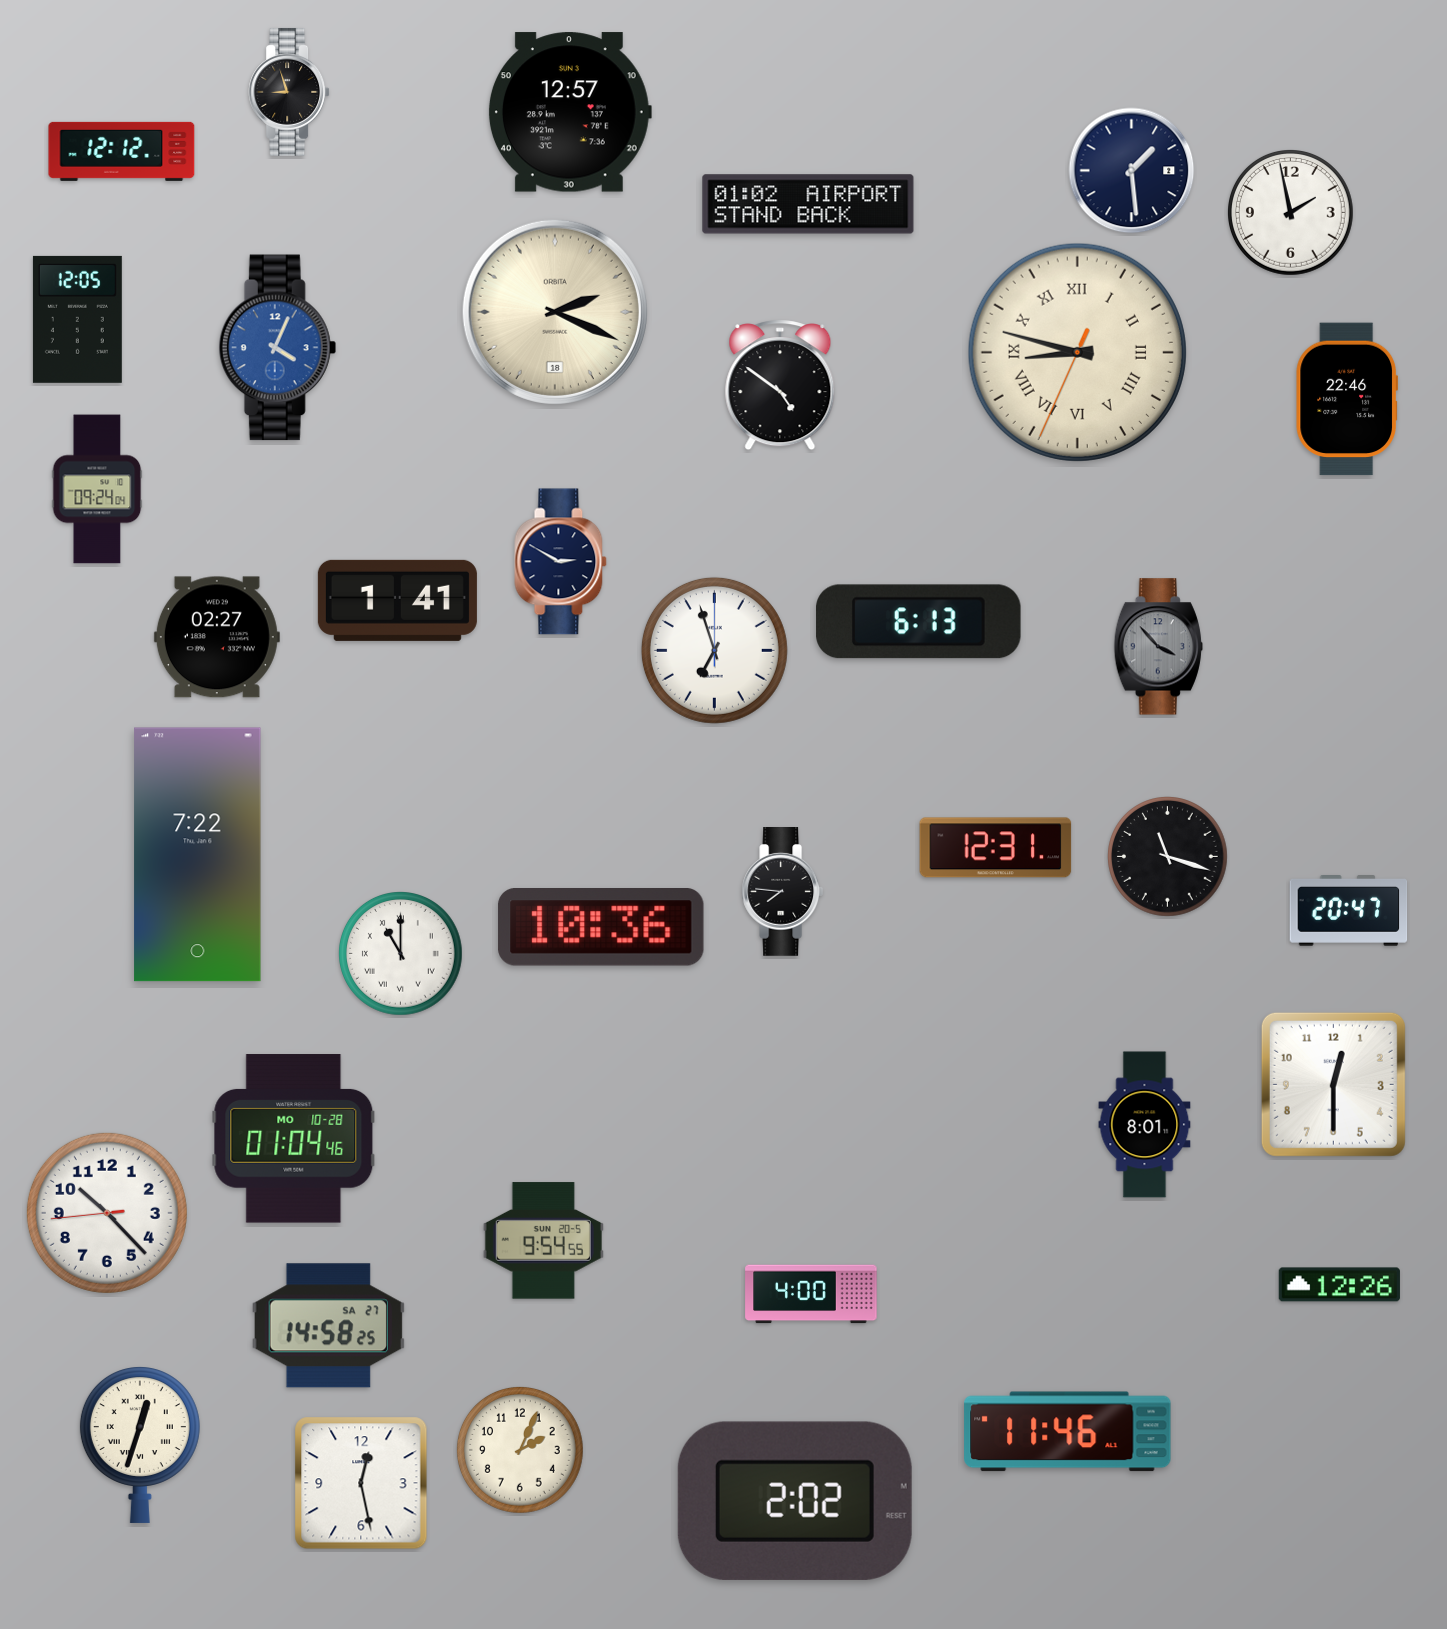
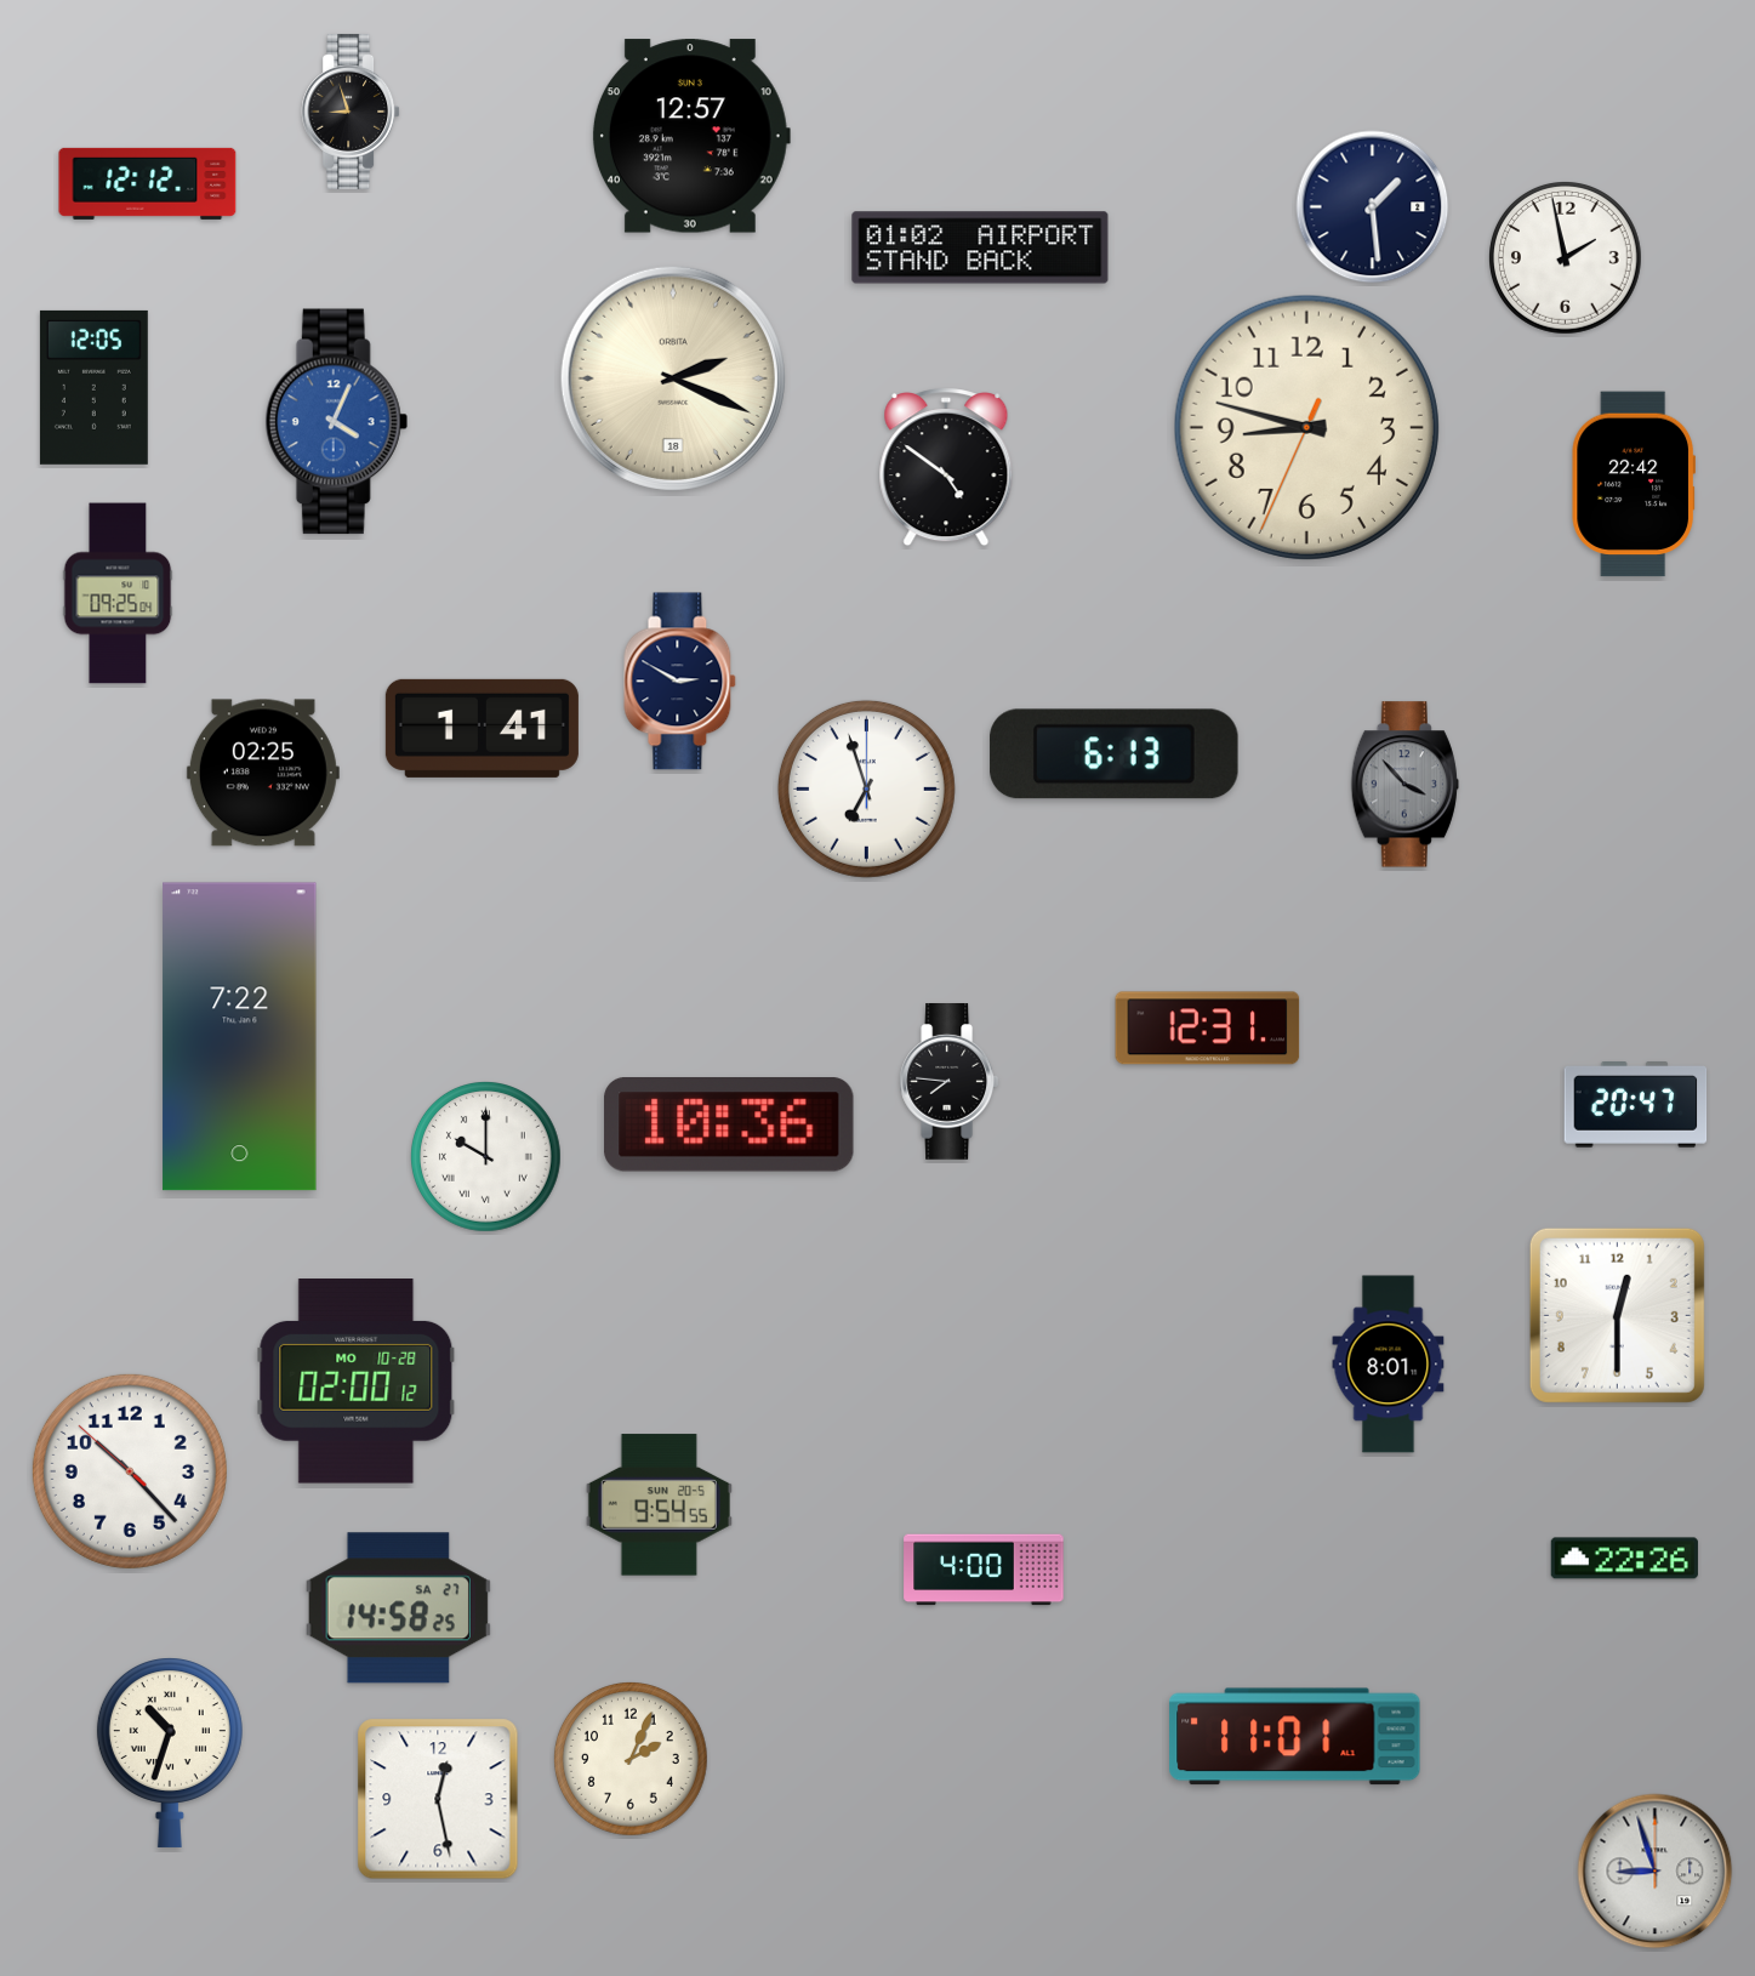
clock at (1077, 352) numerals: Roman -> Arabic
clock at (1346, 399): 22:46 -> 22:42
clock at (97, 489): 09:24 -> 09:25
clock at (217, 637): 02:27 -> 02:25
clock at (1168, 857): 11:18 -> none
clock at (401, 954): 11:00 -> 10:00
clock at (294, 1139): 01:04 -> 02:00
clock at (107, 1213): 10:22:44 -> 10:22:52
clock at (1339, 1285): 12:26 -> 22:26
clock at (1068, 1432): 11:46 -> 11:01
clock at (140, 1445): 12:33 -> 10:33
clock at (795, 1501): 2:02 -> none
clock at (1656, 1872): none -> 8:57
